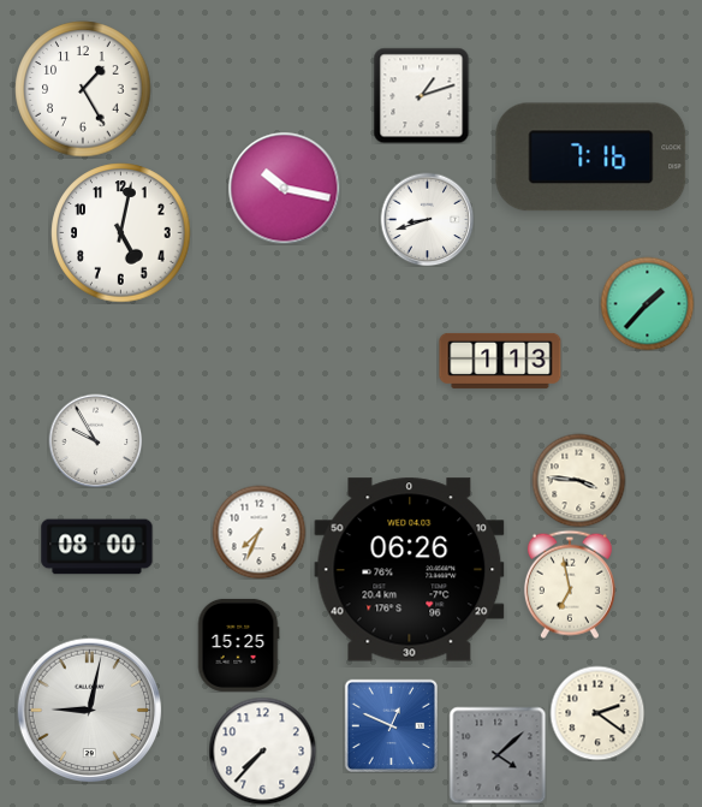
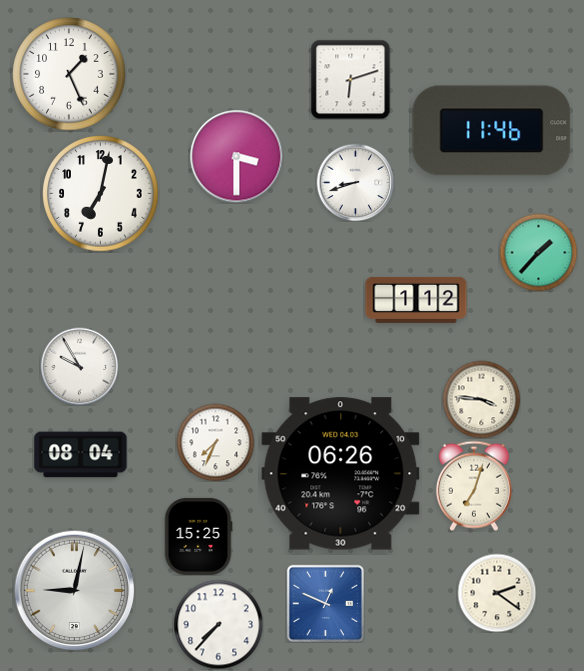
clock at (83, 89): 1:25 -> 1:26
clock at (421, 95): 1:12 -> 6:12
clock at (591, 158): 7:16 -> 11:46
clock at (284, 188): 10:17 -> 3:30
clock at (121, 233): 5:02 -> 7:02
clock at (500, 361): 1:13 -> 1:12
clock at (97, 547): 08:00 -> 08:04
clock at (570, 585): 6:58 -> 7:03
clock at (498, 755): 4:08 -> none
